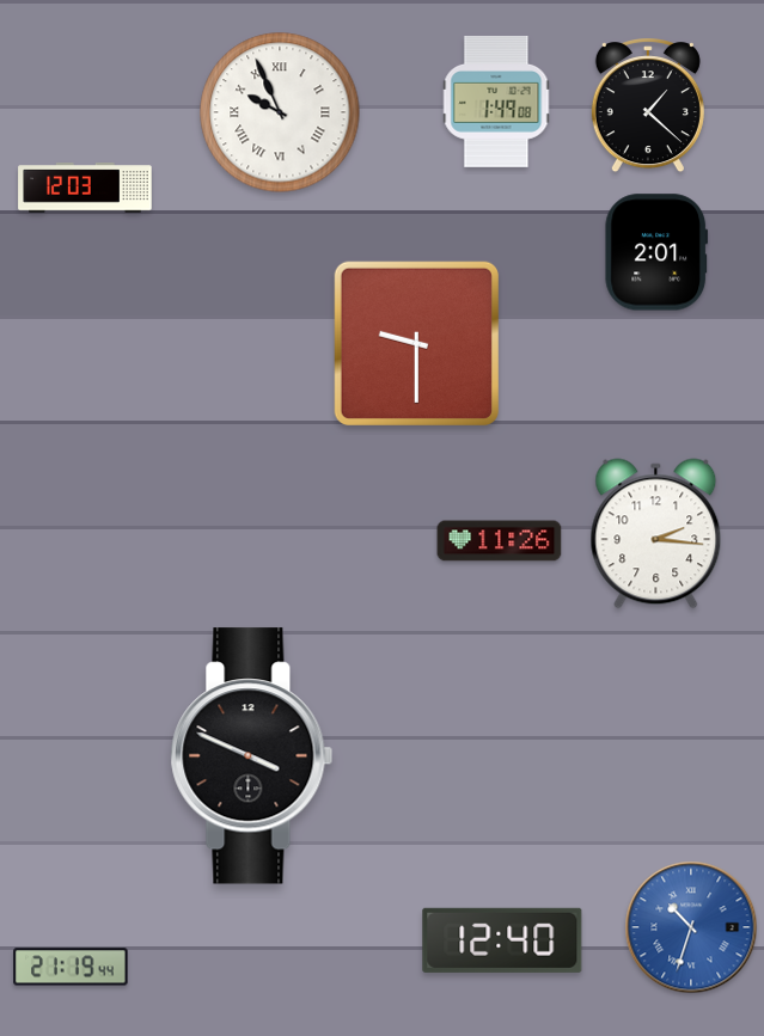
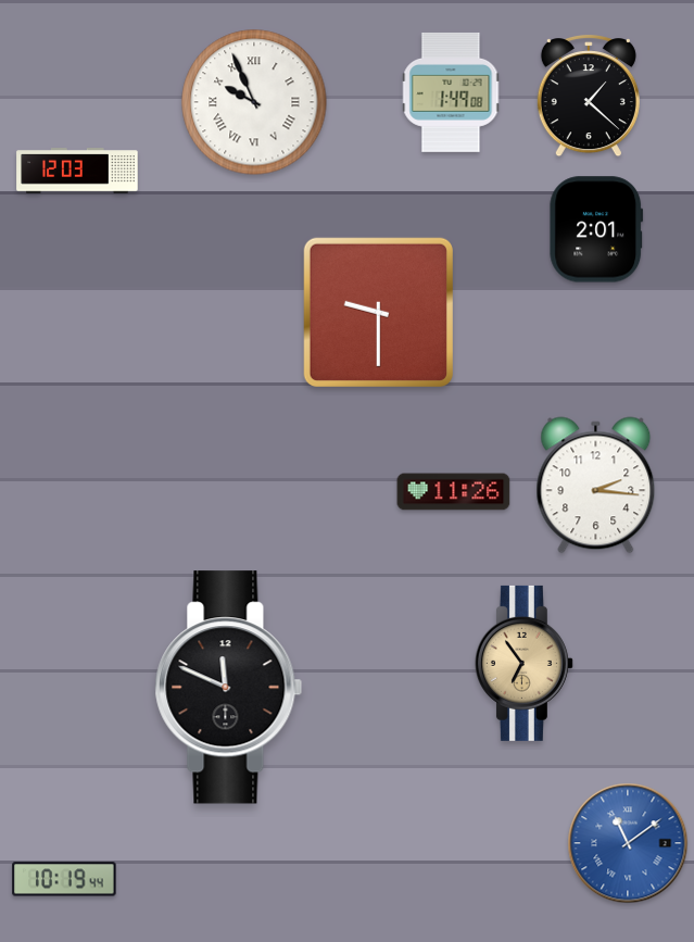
clock at (523, 663): none -> 6:54
clock at (252, 756): 3:49 -> 11:49
clock at (691, 927): 10:33 -> 11:09
clock at (502, 940): 12:40 -> none
clock at (71, 967): 21:19 -> 10:19
